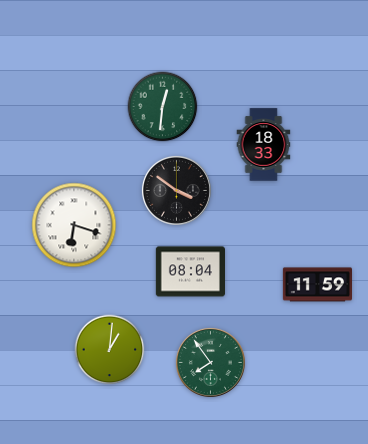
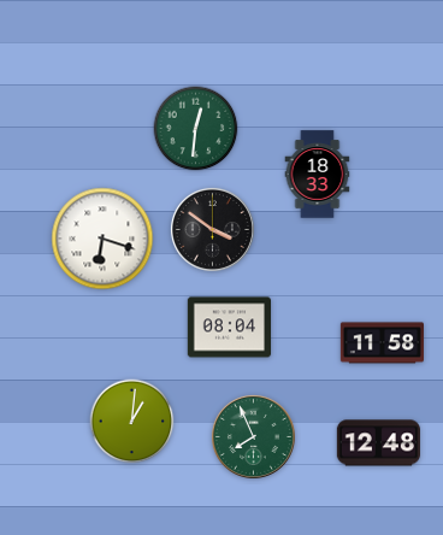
clock at (74, 225) position: (74, 225) -> (102, 239)
clock at (317, 285): 11:59 -> 11:58
clock at (210, 362): 7:54 -> 7:56
clock at (378, 443): none -> 12:48
